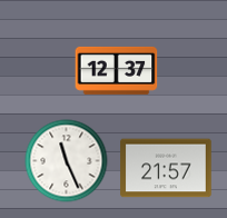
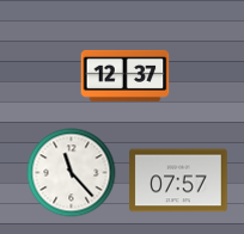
clock at (67, 161): 11:26 -> 11:23
clock at (166, 168): 21:57 -> 07:57
